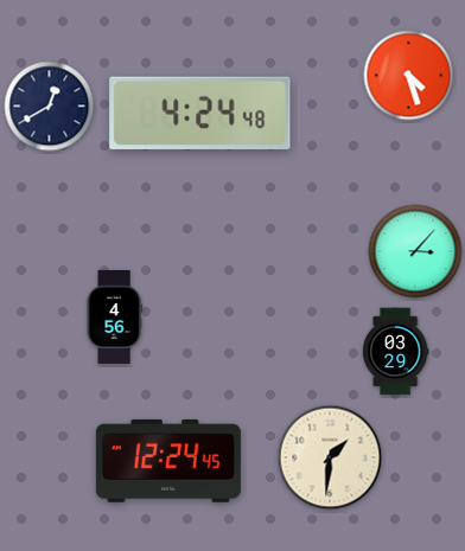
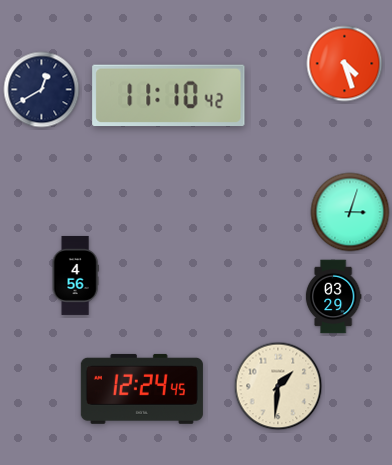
clock at (200, 114): 4:24 -> 11:10
clock at (415, 251): 3:07 -> 3:03
clock at (114, 316) position: (114, 316) -> (75, 275)
